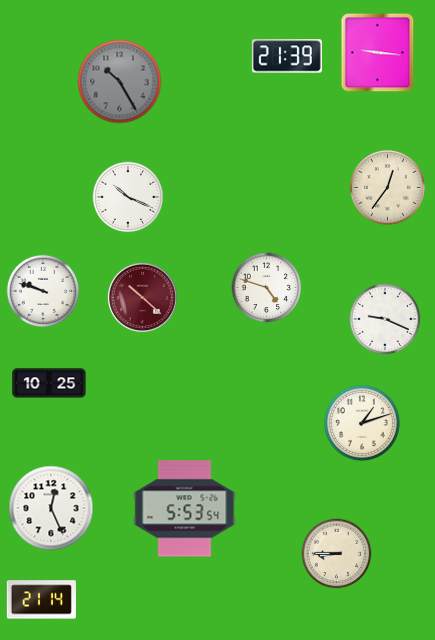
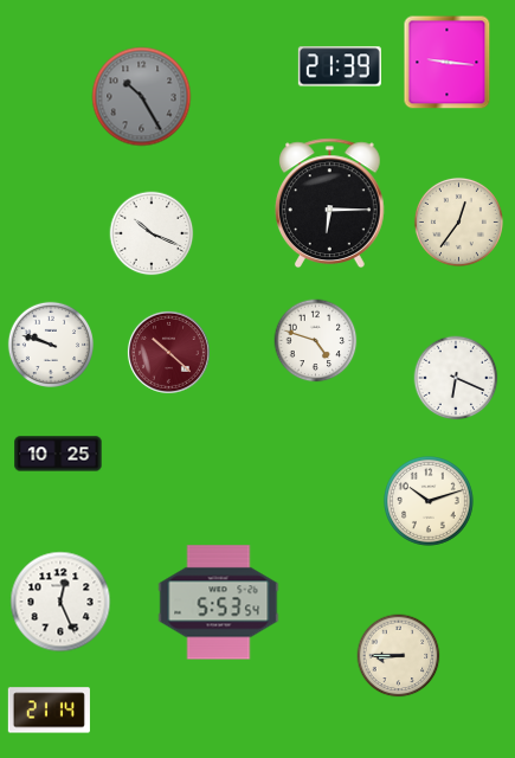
clock at (329, 203): none -> 6:15
clock at (385, 319): 9:19 -> 6:19
clock at (363, 424): 1:12 -> 10:12
